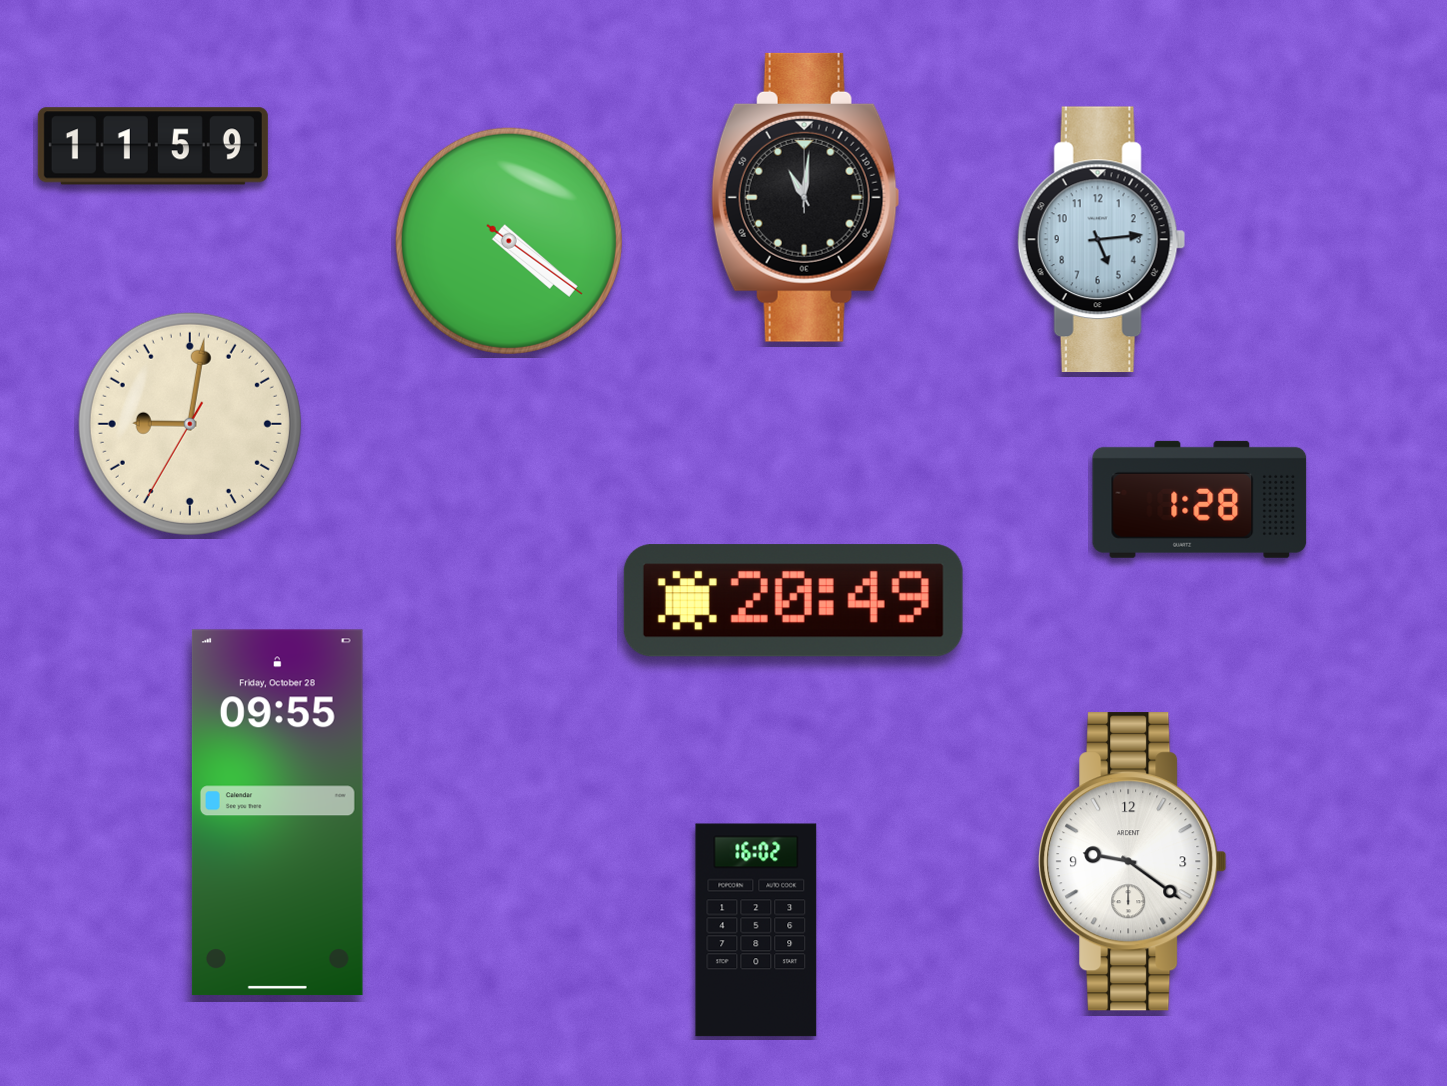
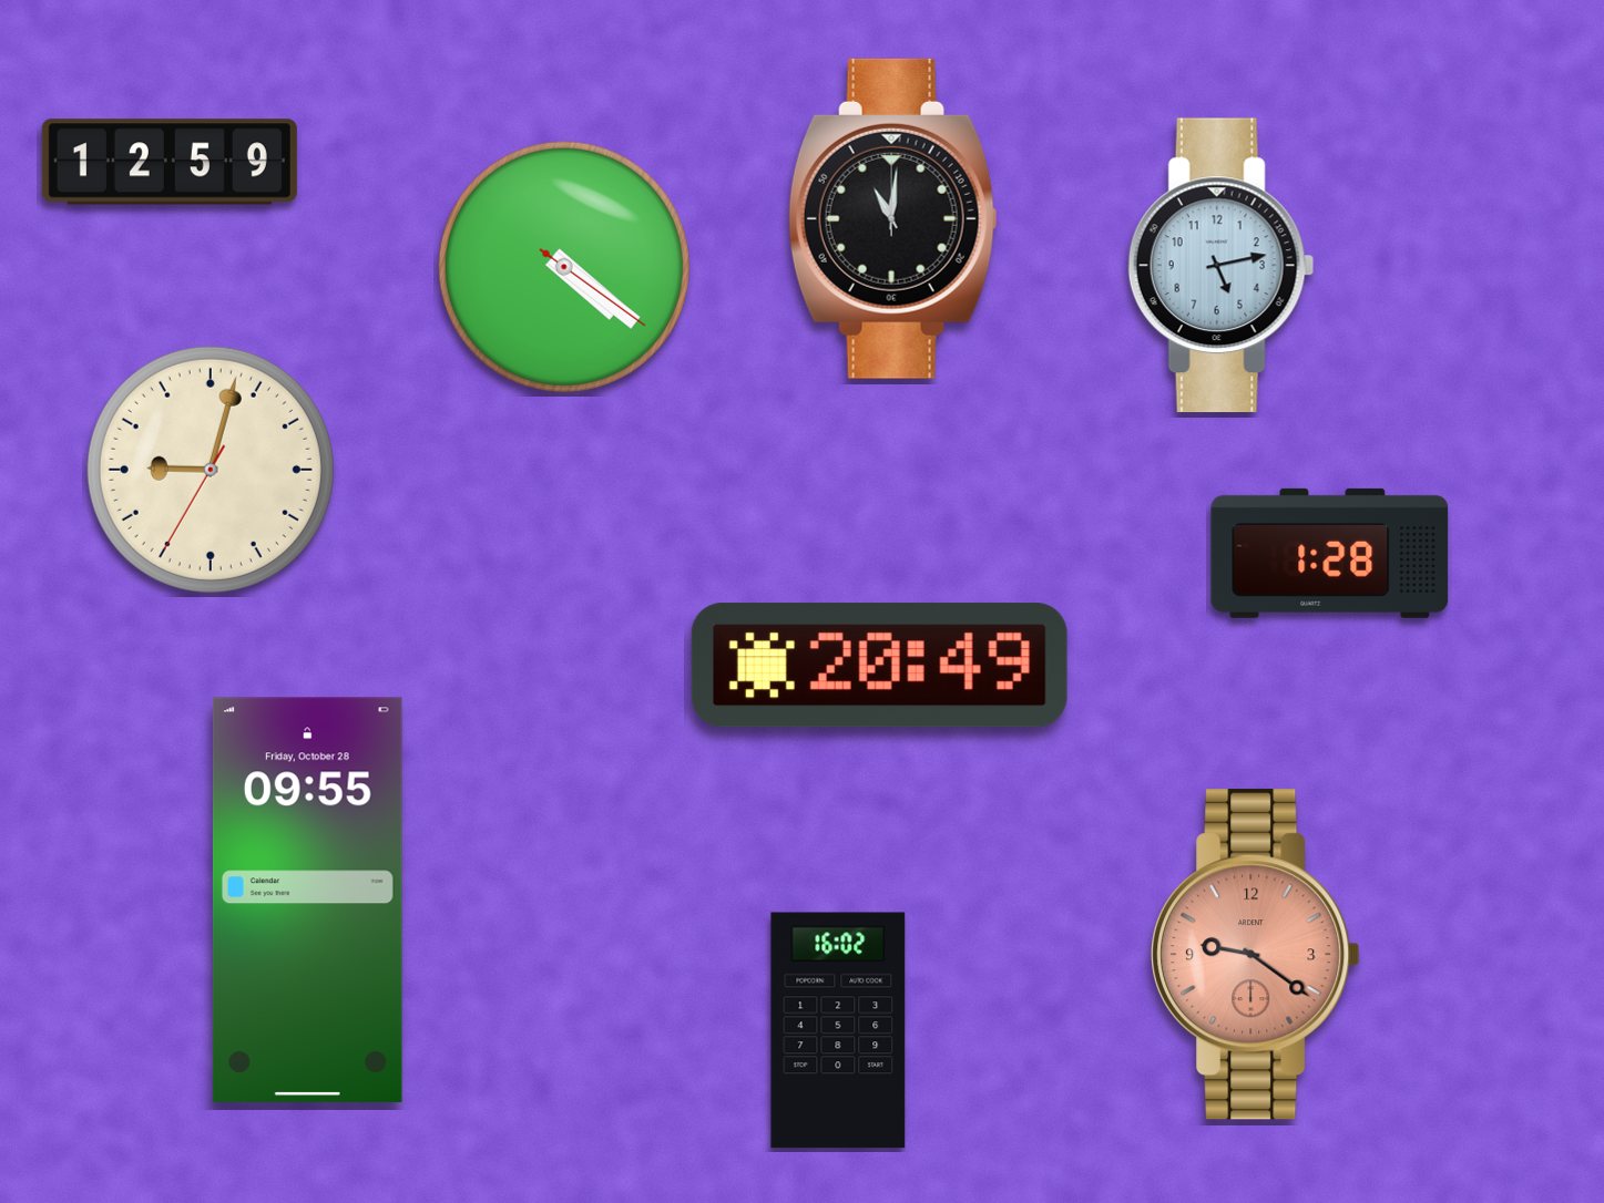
clock at (153, 146): 11:59 -> 12:59
clock at (1101, 240): 5:14 -> 5:13
clock at (190, 424): 9:01 -> 9:02
clock at (1133, 862) dial: white -> salmon
